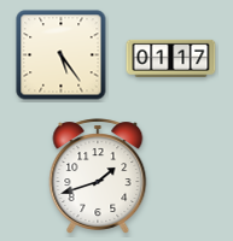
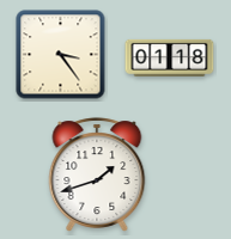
clock at (62, 55): 5:24 -> 3:24
clock at (171, 58): 01:17 -> 01:18
